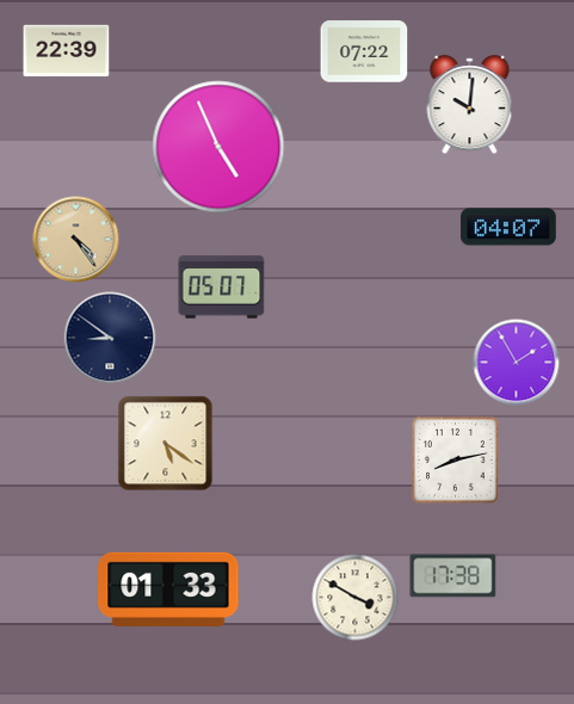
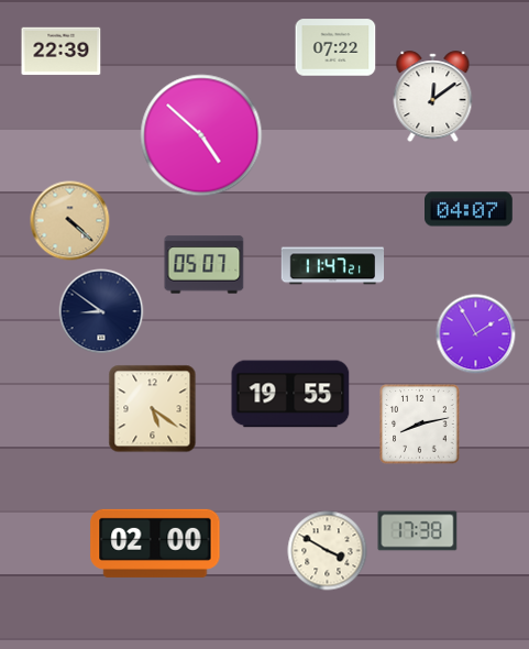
clock at (67, 51) position: (67, 51) -> (62, 52)
clock at (470, 105): 10:01 -> 12:09
clock at (218, 147): 4:56 -> 4:52
clock at (76, 240): 4:24 -> 4:22
clock at (333, 266): none -> 11:47
clock at (290, 394): none -> 19:55
clock at (168, 589): 01:33 -> 02:00
